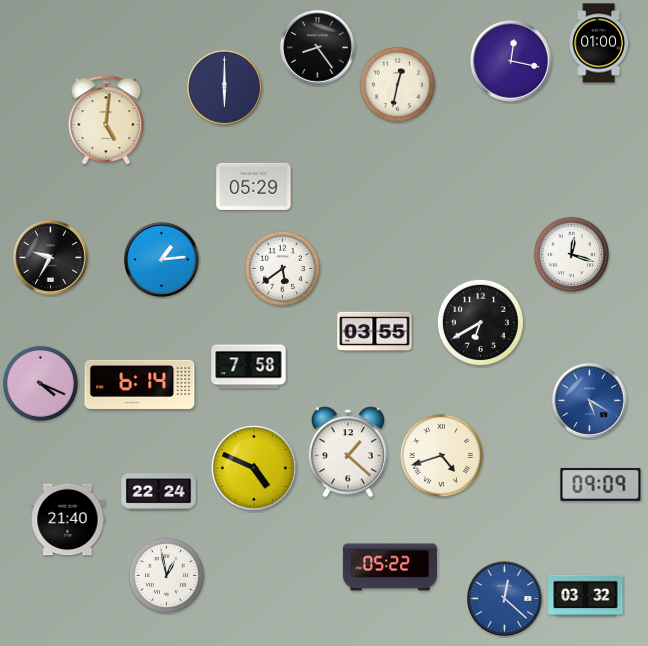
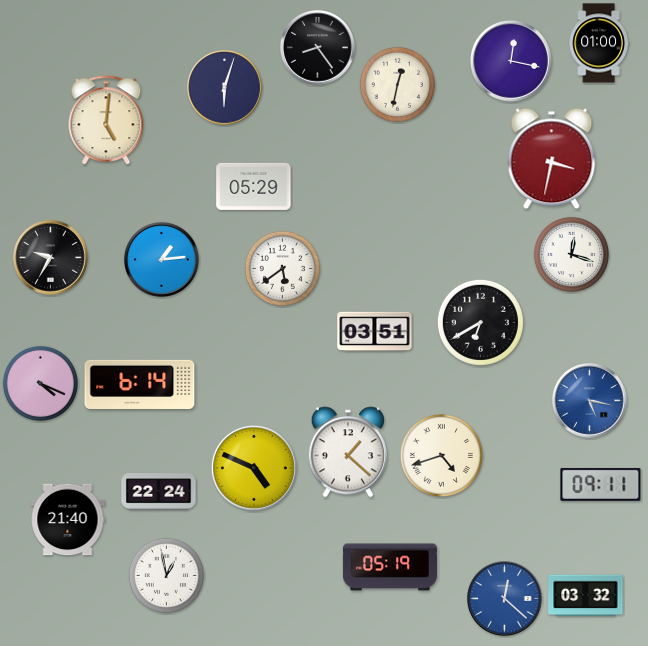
clock at (225, 88): 6:00 -> 6:03
clock at (552, 159): none -> 3:32
clock at (375, 332): 03:55 -> 03:51
clock at (249, 367): 7:58 -> none
clock at (590, 401): 5:20 -> 5:17
clock at (601, 484): 09:09 -> 09:11
clock at (390, 567): 05:22 -> 05:19
